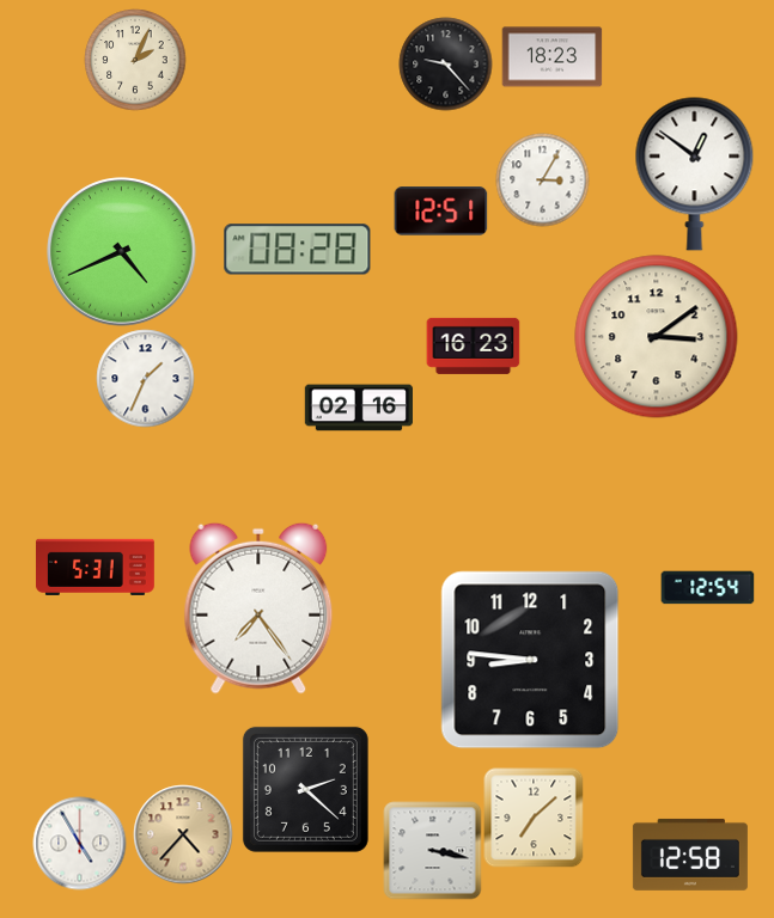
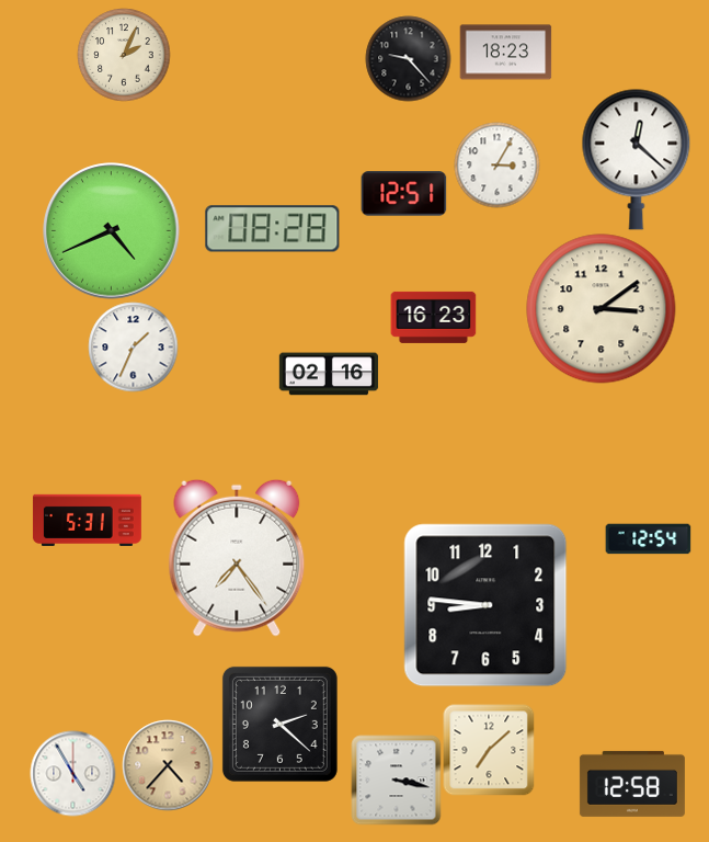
clock at (695, 173): 12:51 -> 12:22
